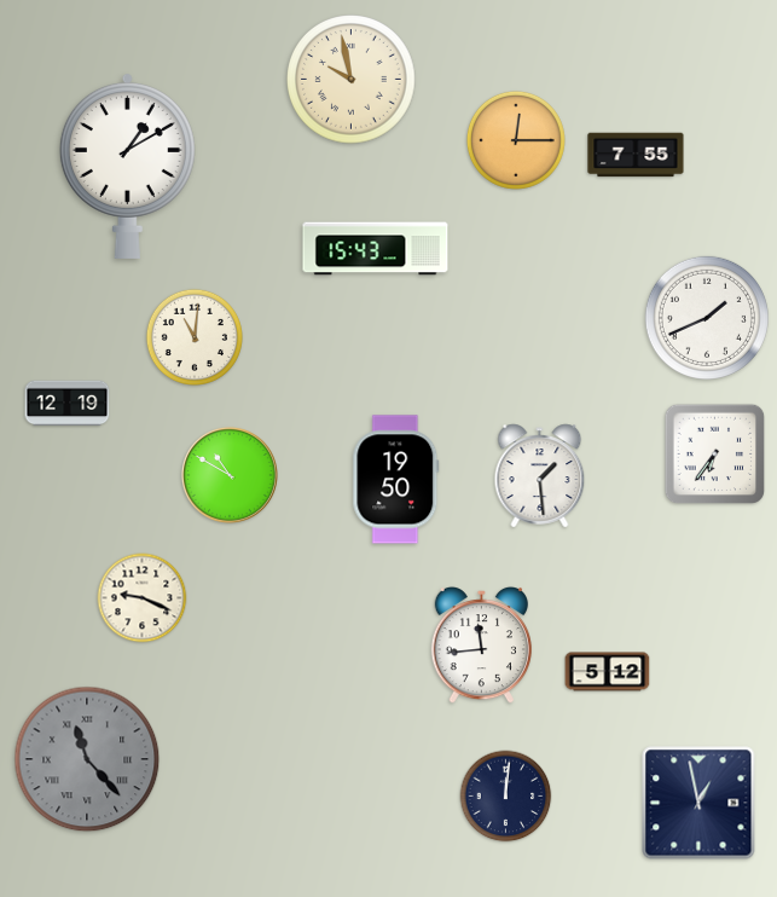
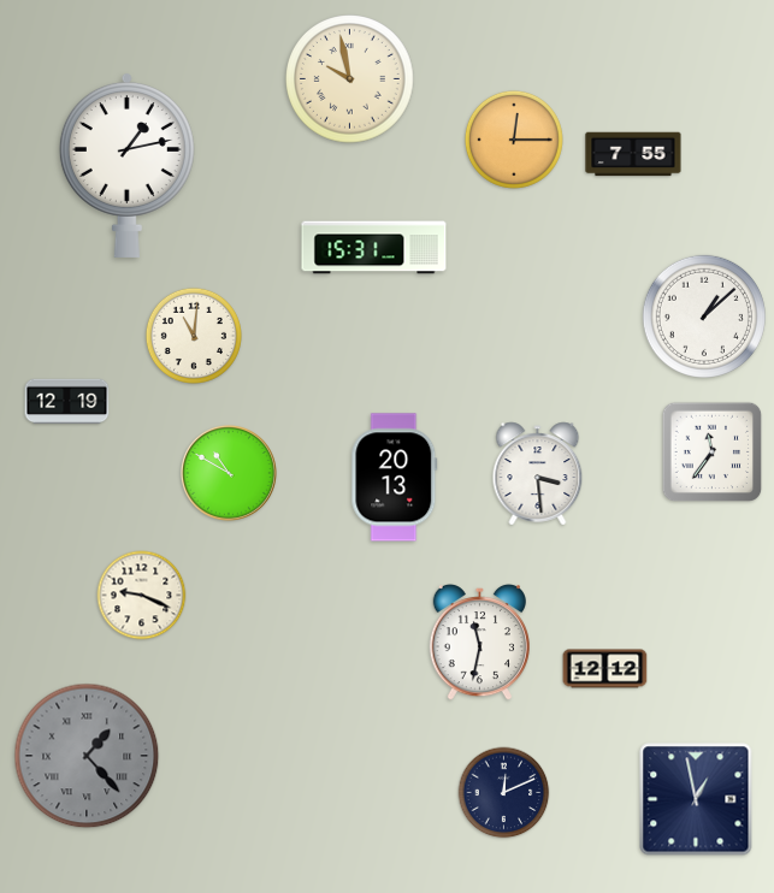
clock at (127, 167): 1:10 -> 1:13
clock at (376, 249): 15:43 -> 15:31
clock at (707, 318): 1:41 -> 1:08
clock at (715, 455): 6:36 -> 11:36
clock at (540, 476): 1:29 -> 3:29
clock at (396, 480): 19:50 -> 20:13
clock at (481, 646): 11:44 -> 11:32
clock at (608, 672): 5:12 -> 12:12
clock at (87, 759): 11:23 -> 1:23
clock at (506, 797): 12:01 -> 12:11
